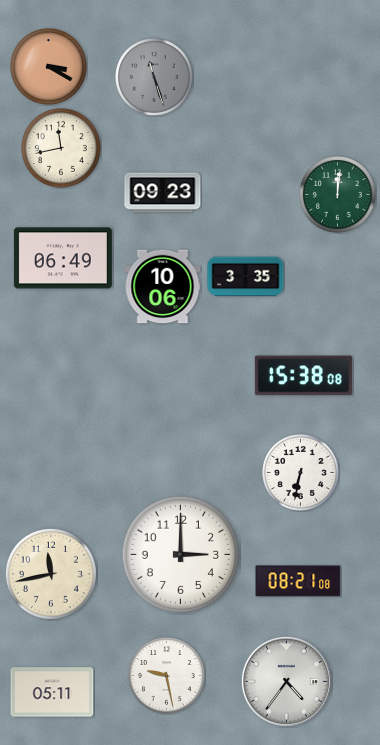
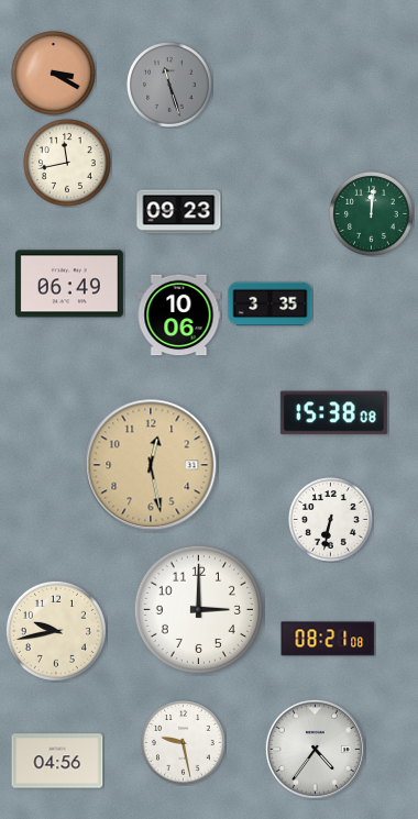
clock at (151, 465): none -> 12:28
clock at (51, 574): 11:43 -> 9:43
clock at (52, 692): 05:11 -> 04:56
